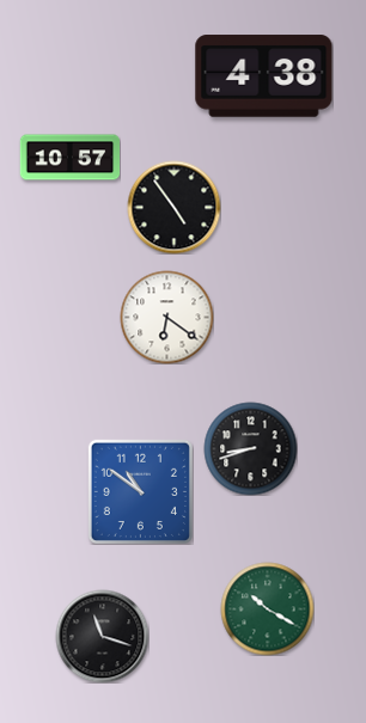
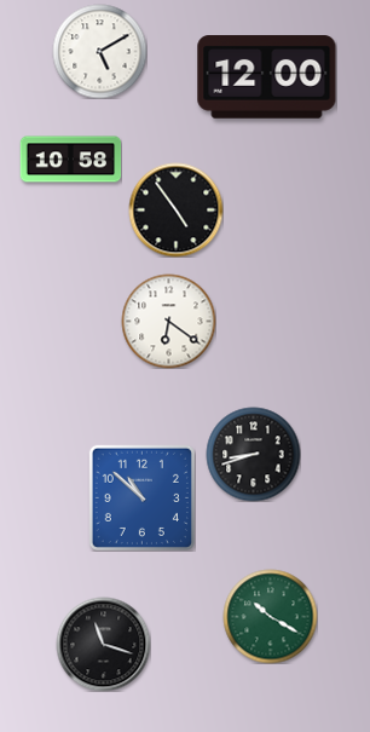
clock at (99, 51): none -> 5:10
clock at (264, 76): 4:38 -> 12:00
clock at (69, 158): 10:57 -> 10:58
clock at (140, 491): 10:51 -> 10:52
